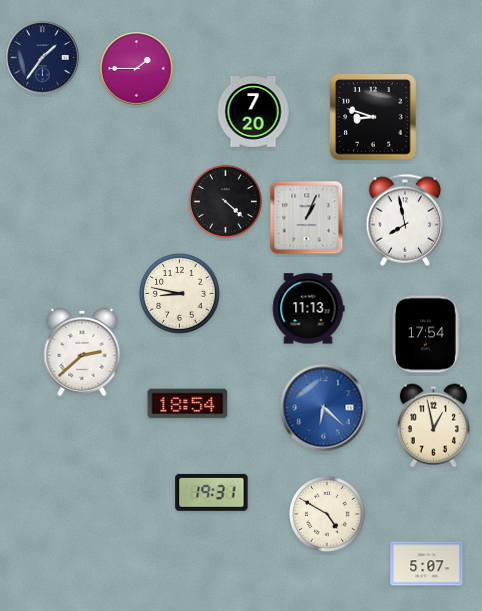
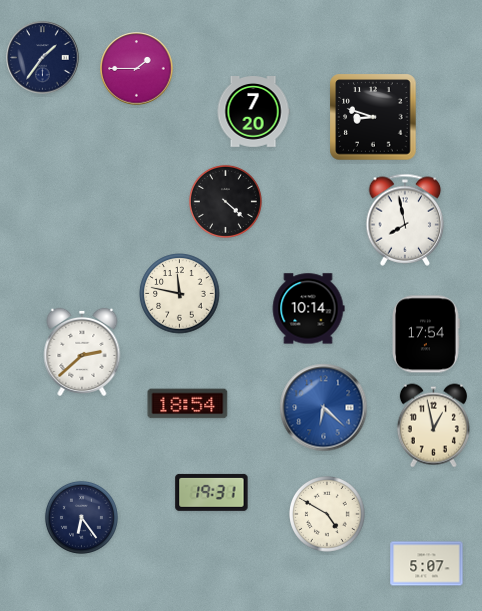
clock at (307, 218): 1:04 -> none
clock at (180, 294): 8:47 -> 11:47
clock at (308, 309): 11:13 -> 10:14
clock at (81, 517): none -> 6:24
